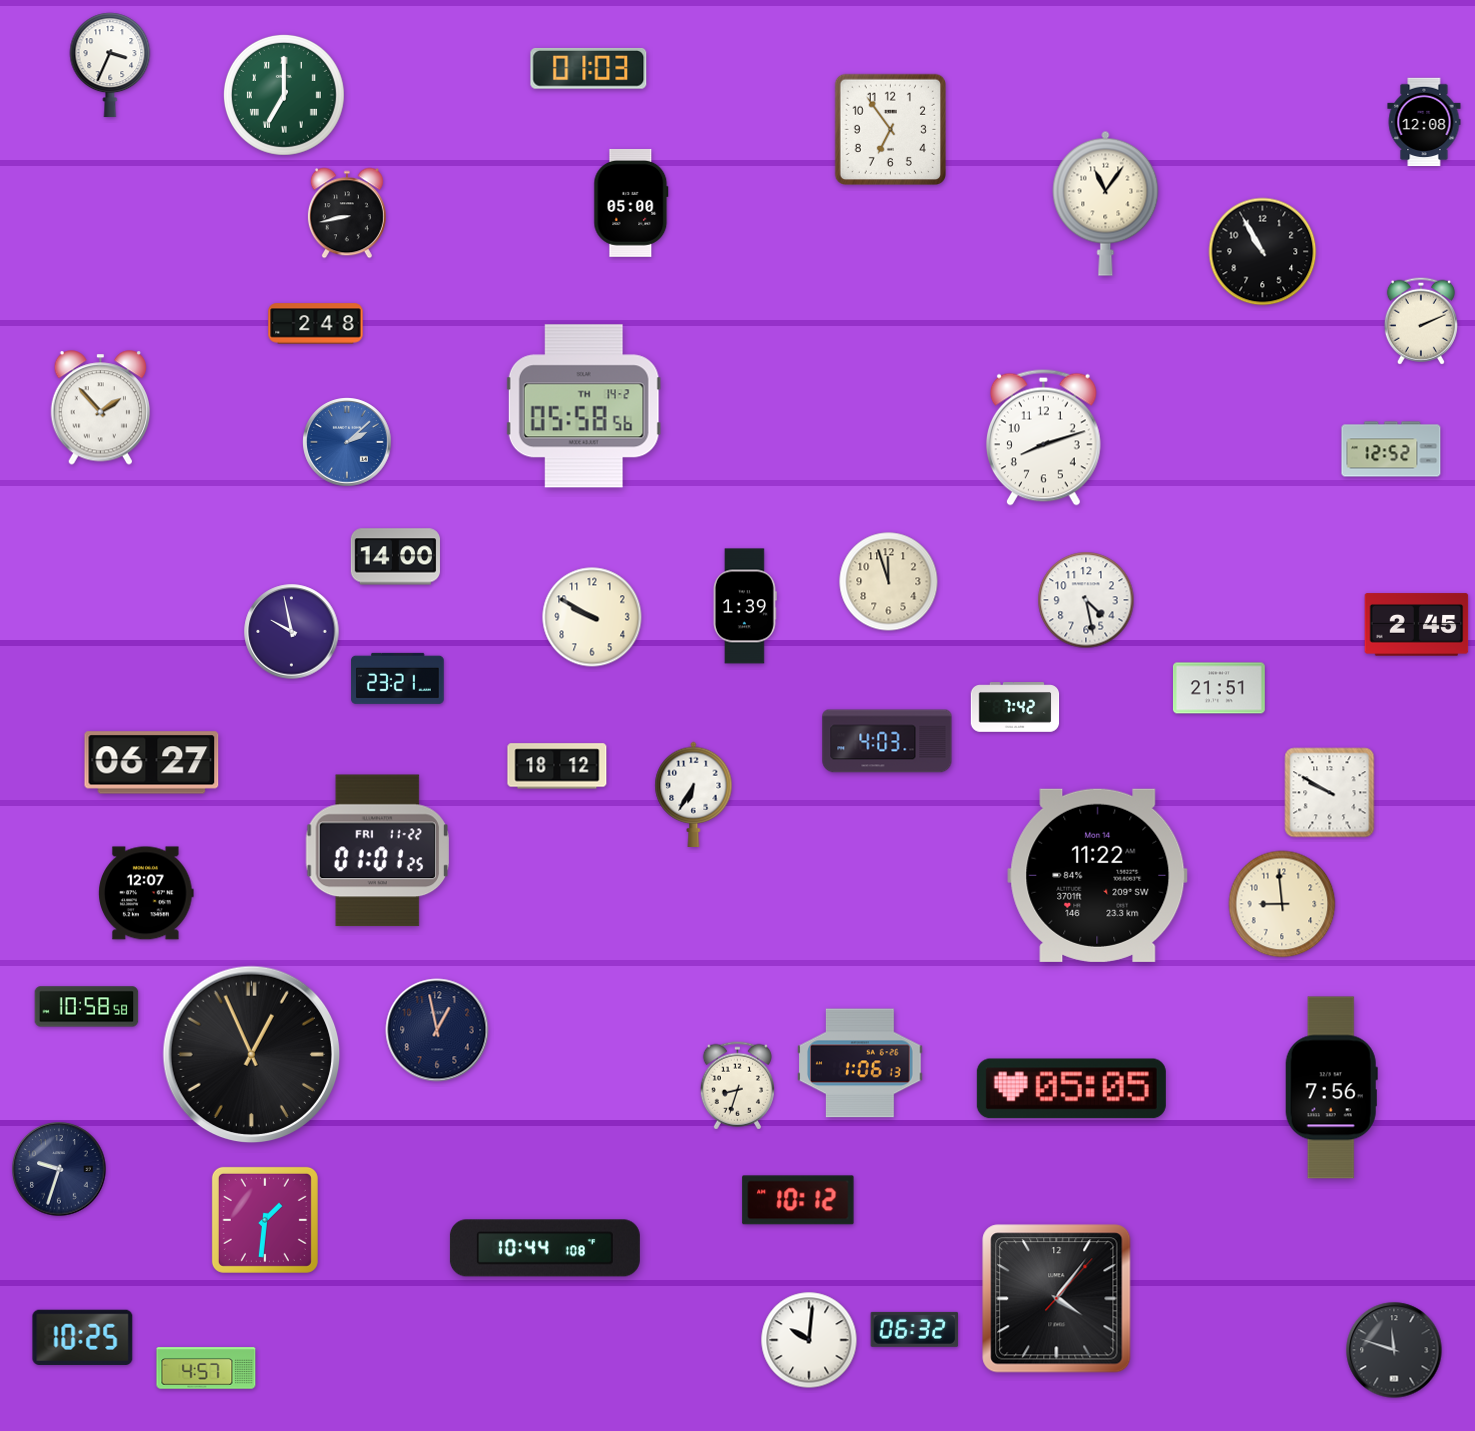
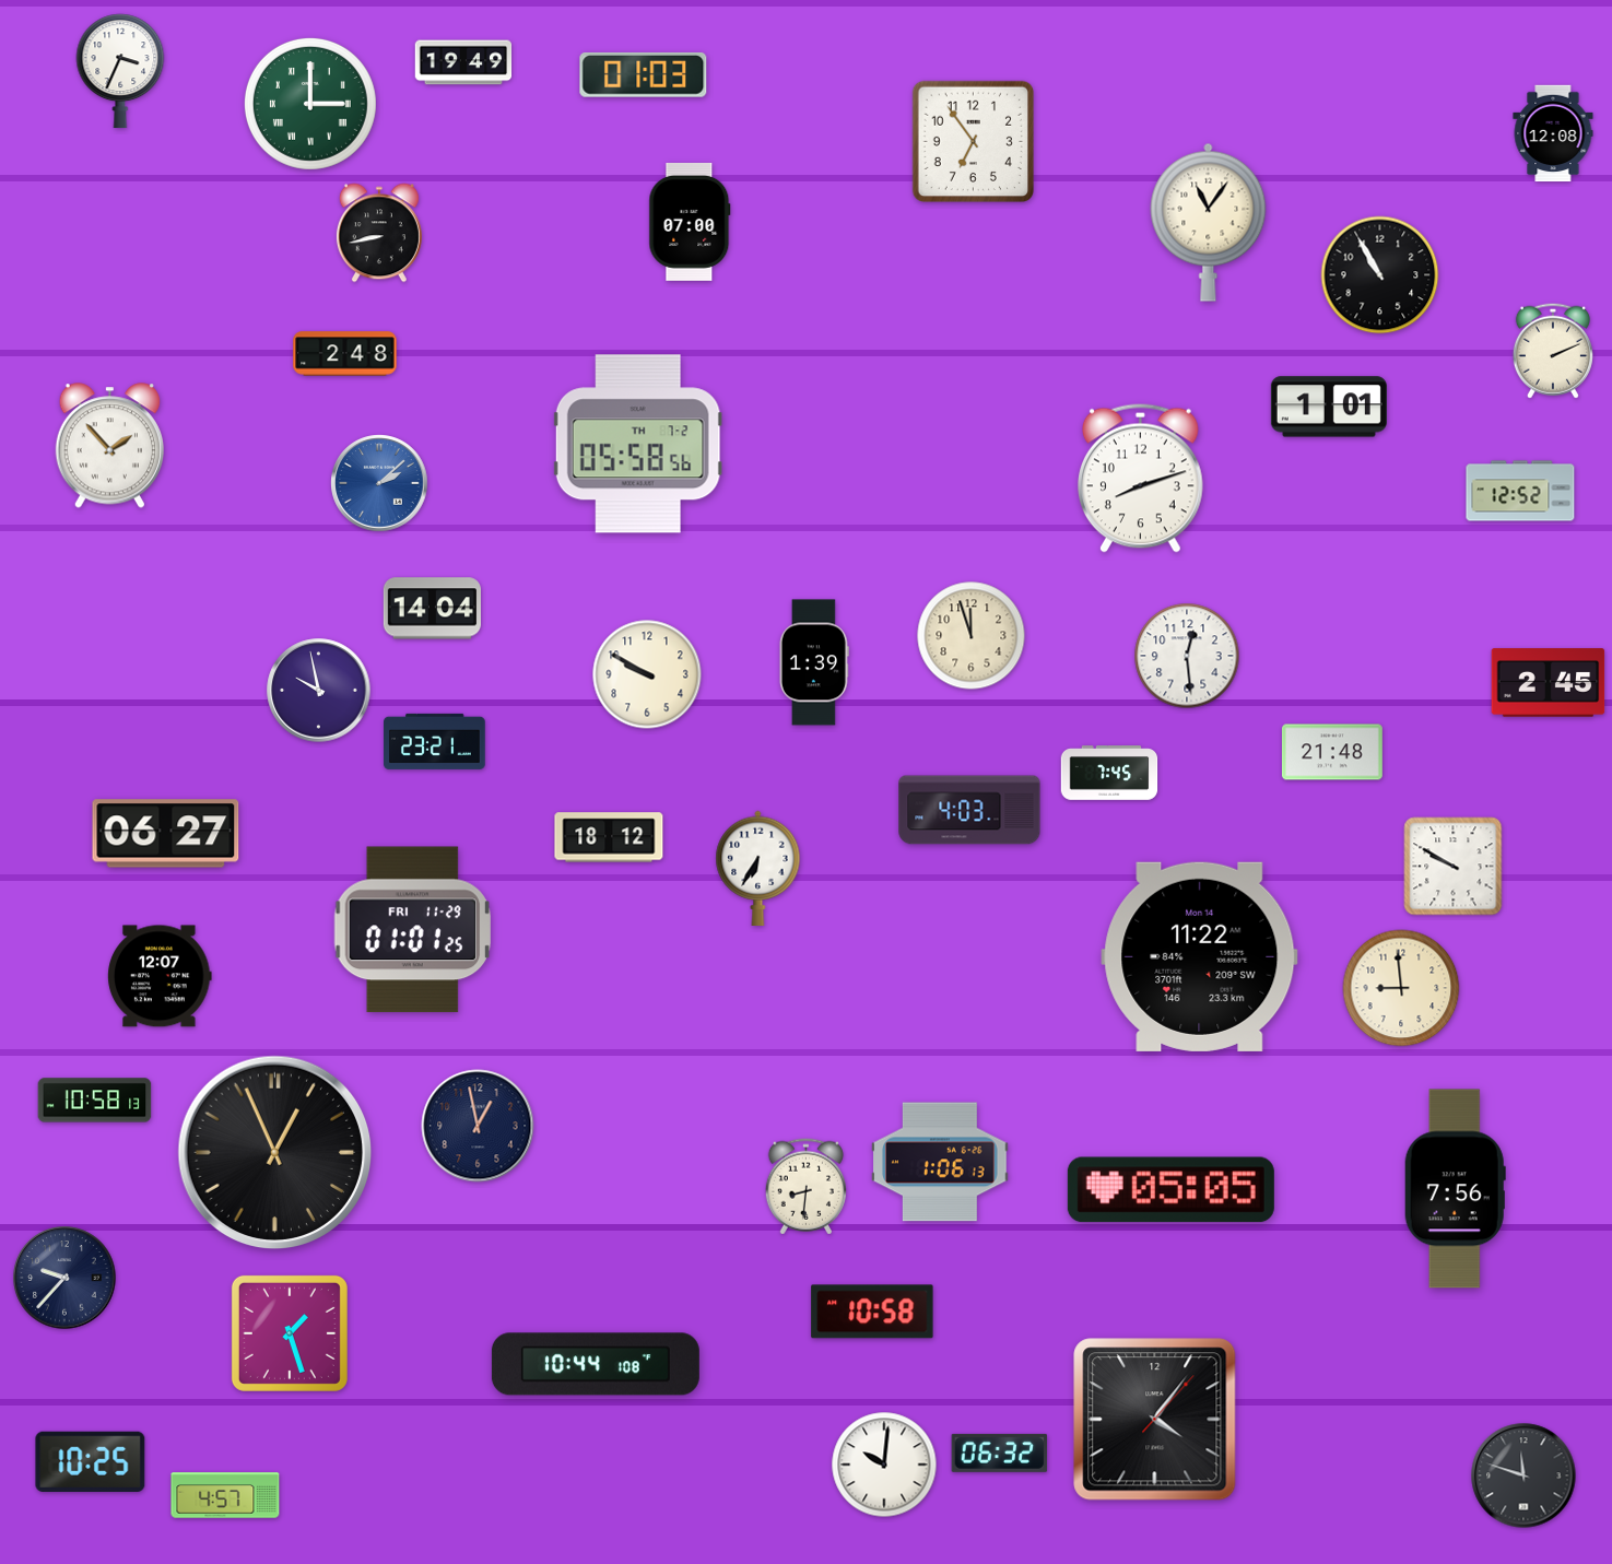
clock at (463, 62): none -> 19:49
clock at (284, 95): 7:00 -> 3:00
clock at (1424, 122) position: (1424, 122) -> (1553, 133)
clock at (631, 203): 05:00 -> 07:00
clock at (1329, 407): none -> 1:01
clock at (584, 406) date: TH 14-2 -> TH 7-2
clock at (395, 557): 14:00 -> 14:04
clock at (1086, 600): 4:28 -> 12:29
clock at (1219, 688): 21:51 -> 21:48
clock at (1015, 707): 7:42 -> 7:45
clock at (377, 851) date: FRI 11-22 -> FRI 11-29
clock at (87, 1007): 10:58:58 -> 10:58:13
clock at (737, 1086): 8:33 -> 8:31
clock at (59, 1169): 9:33 -> 9:37
clock at (798, 1200): 10:12 -> 10:58
clock at (265, 1220): 1:31 -> 1:27
